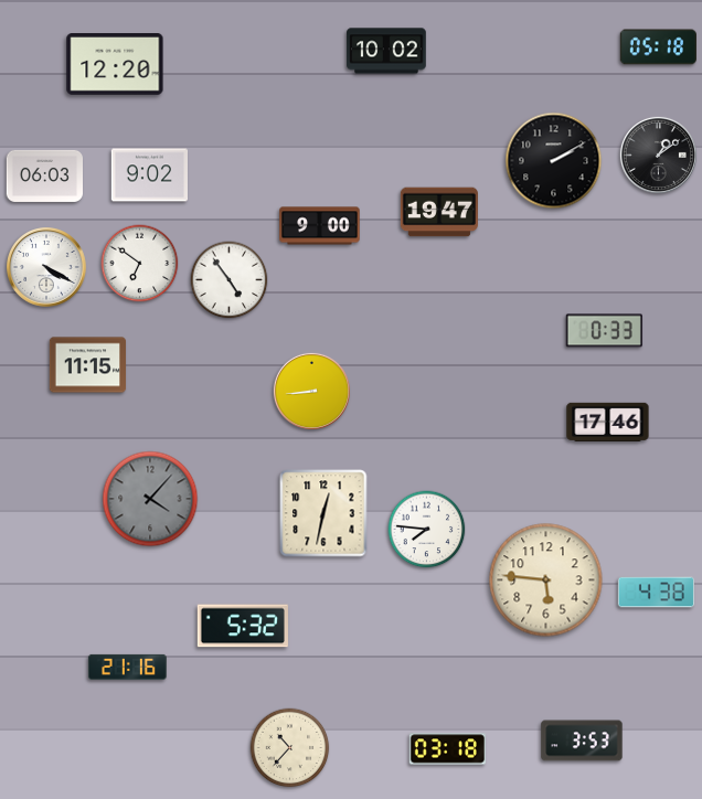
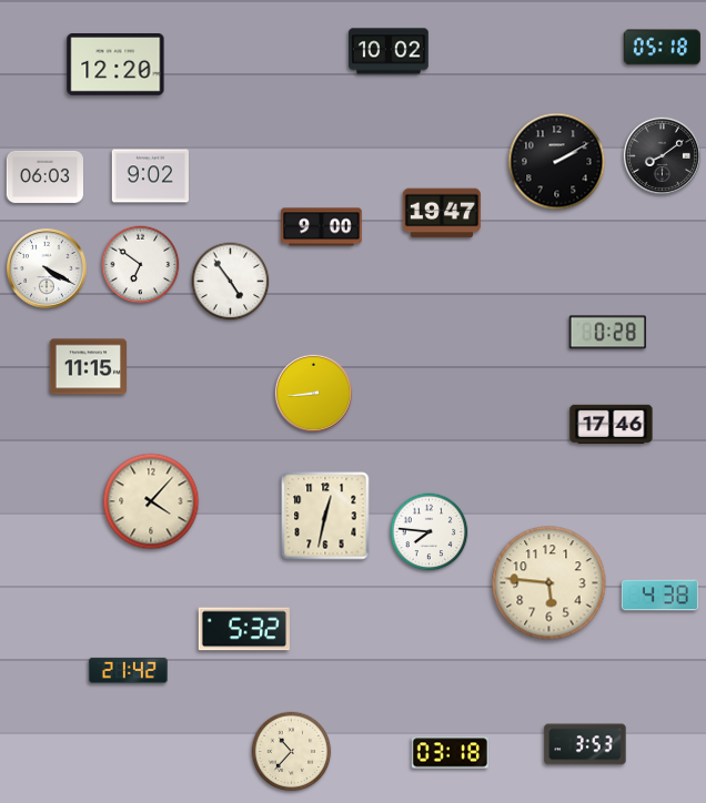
clock at (658, 155): 1:09 -> 8:09
clock at (604, 331): 0:33 -> 0:28
clock at (150, 499) dial: grey -> cream
clock at (127, 667): 21:16 -> 21:42
